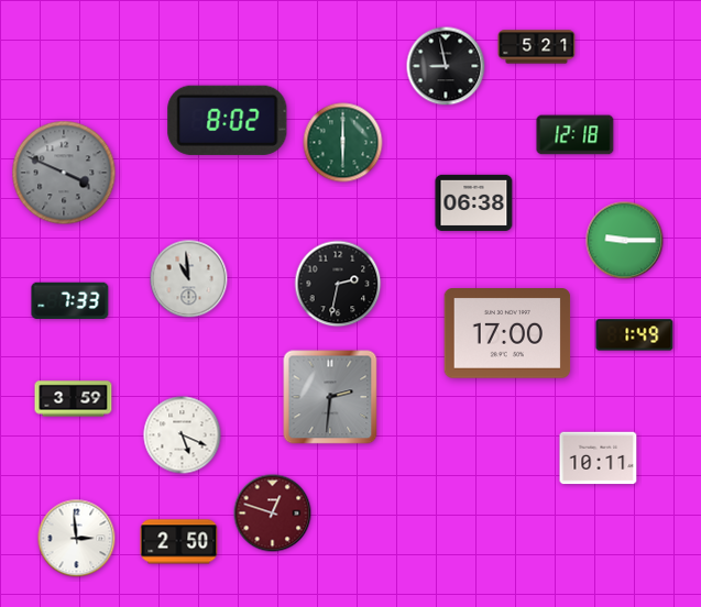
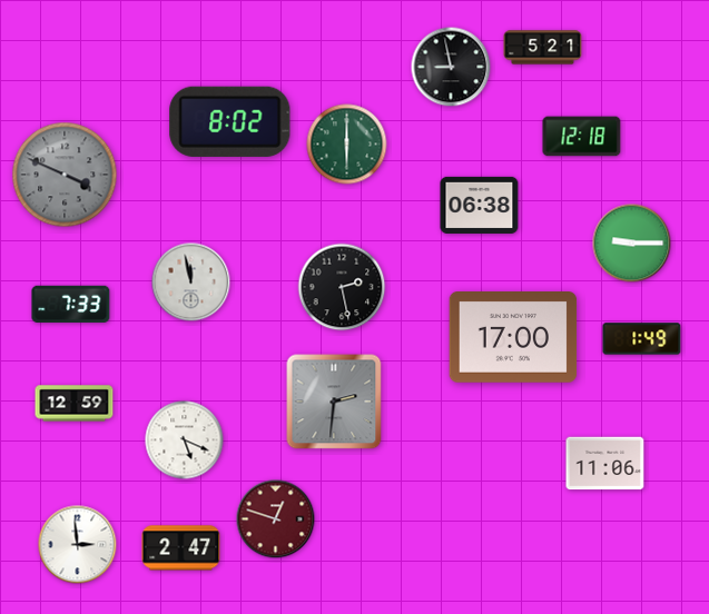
clock at (189, 279): 10:59 -> 11:58
clock at (338, 284): 2:32 -> 2:28
clock at (74, 399): 3:59 -> 12:59
clock at (599, 459): 10:11 -> 11:06
clock at (179, 542): 2:50 -> 2:47
